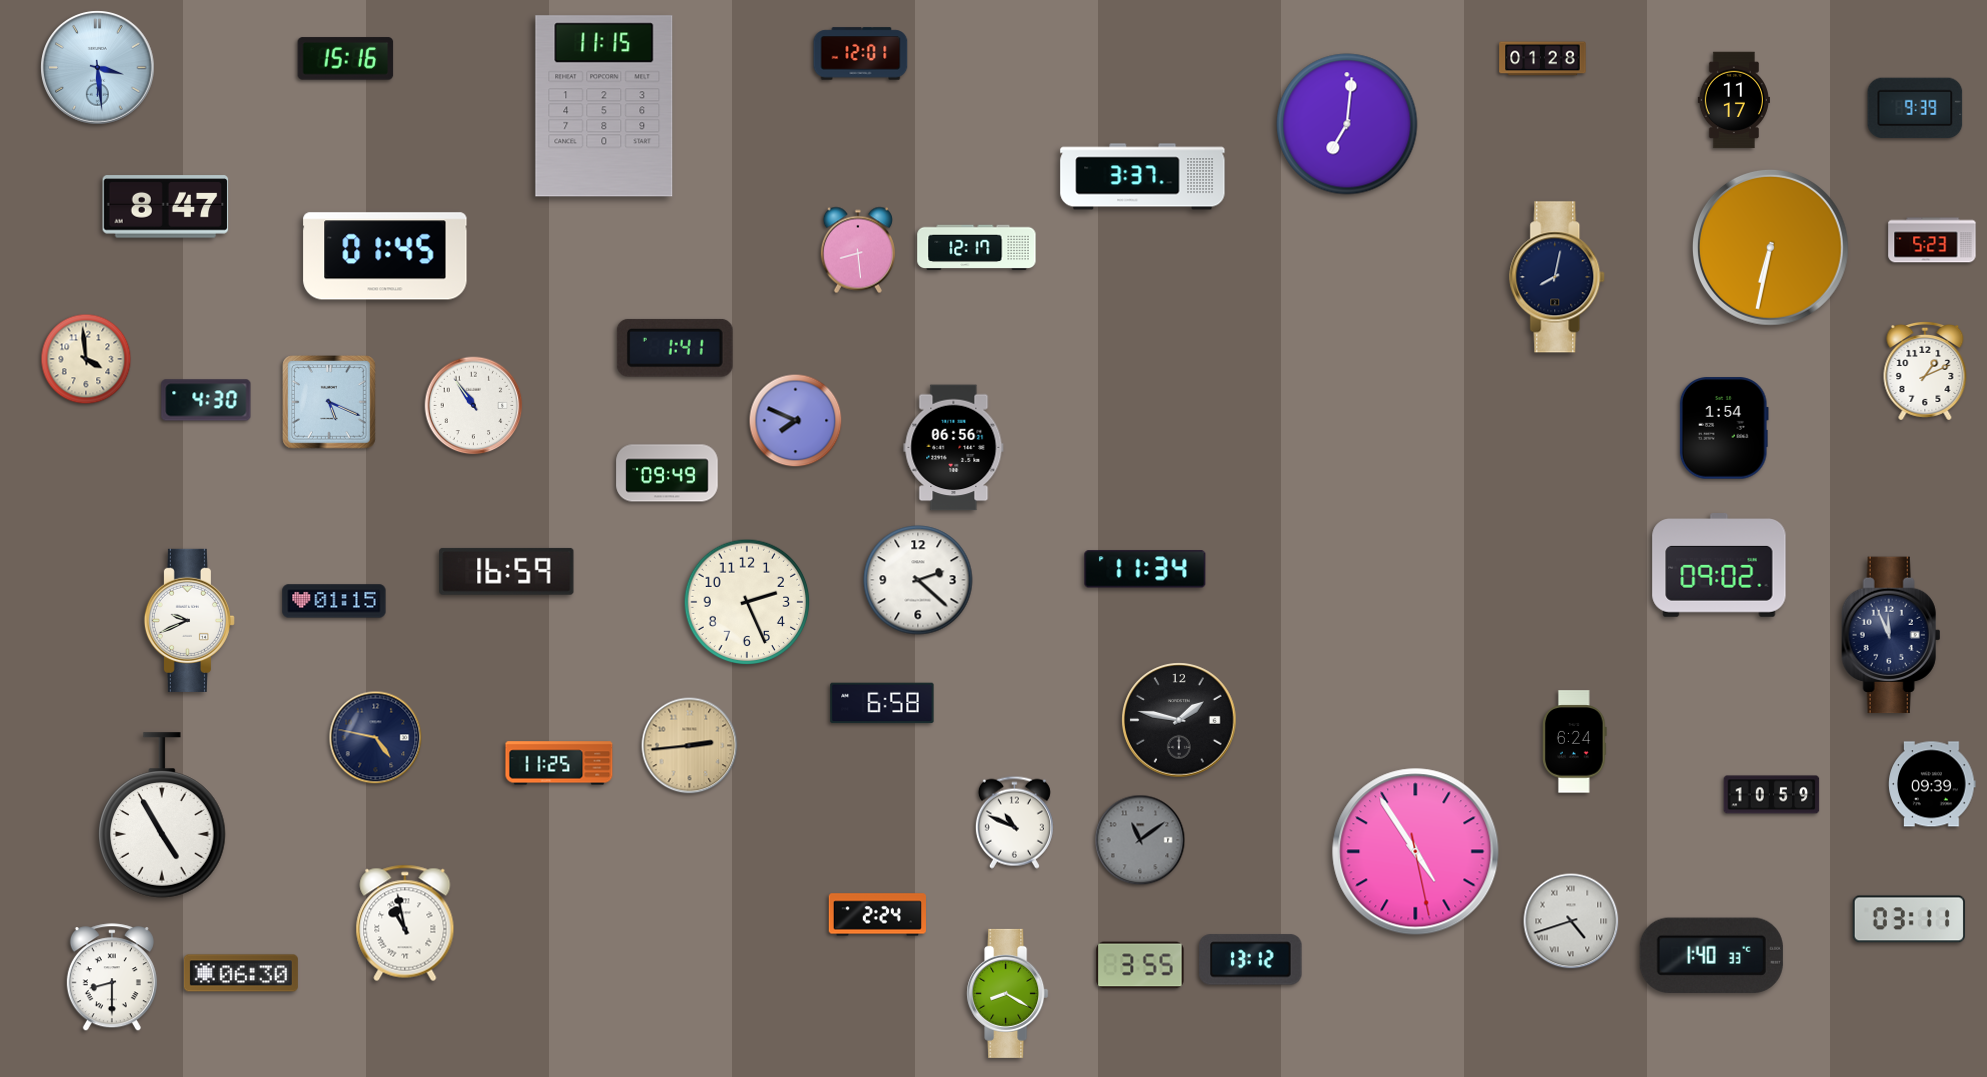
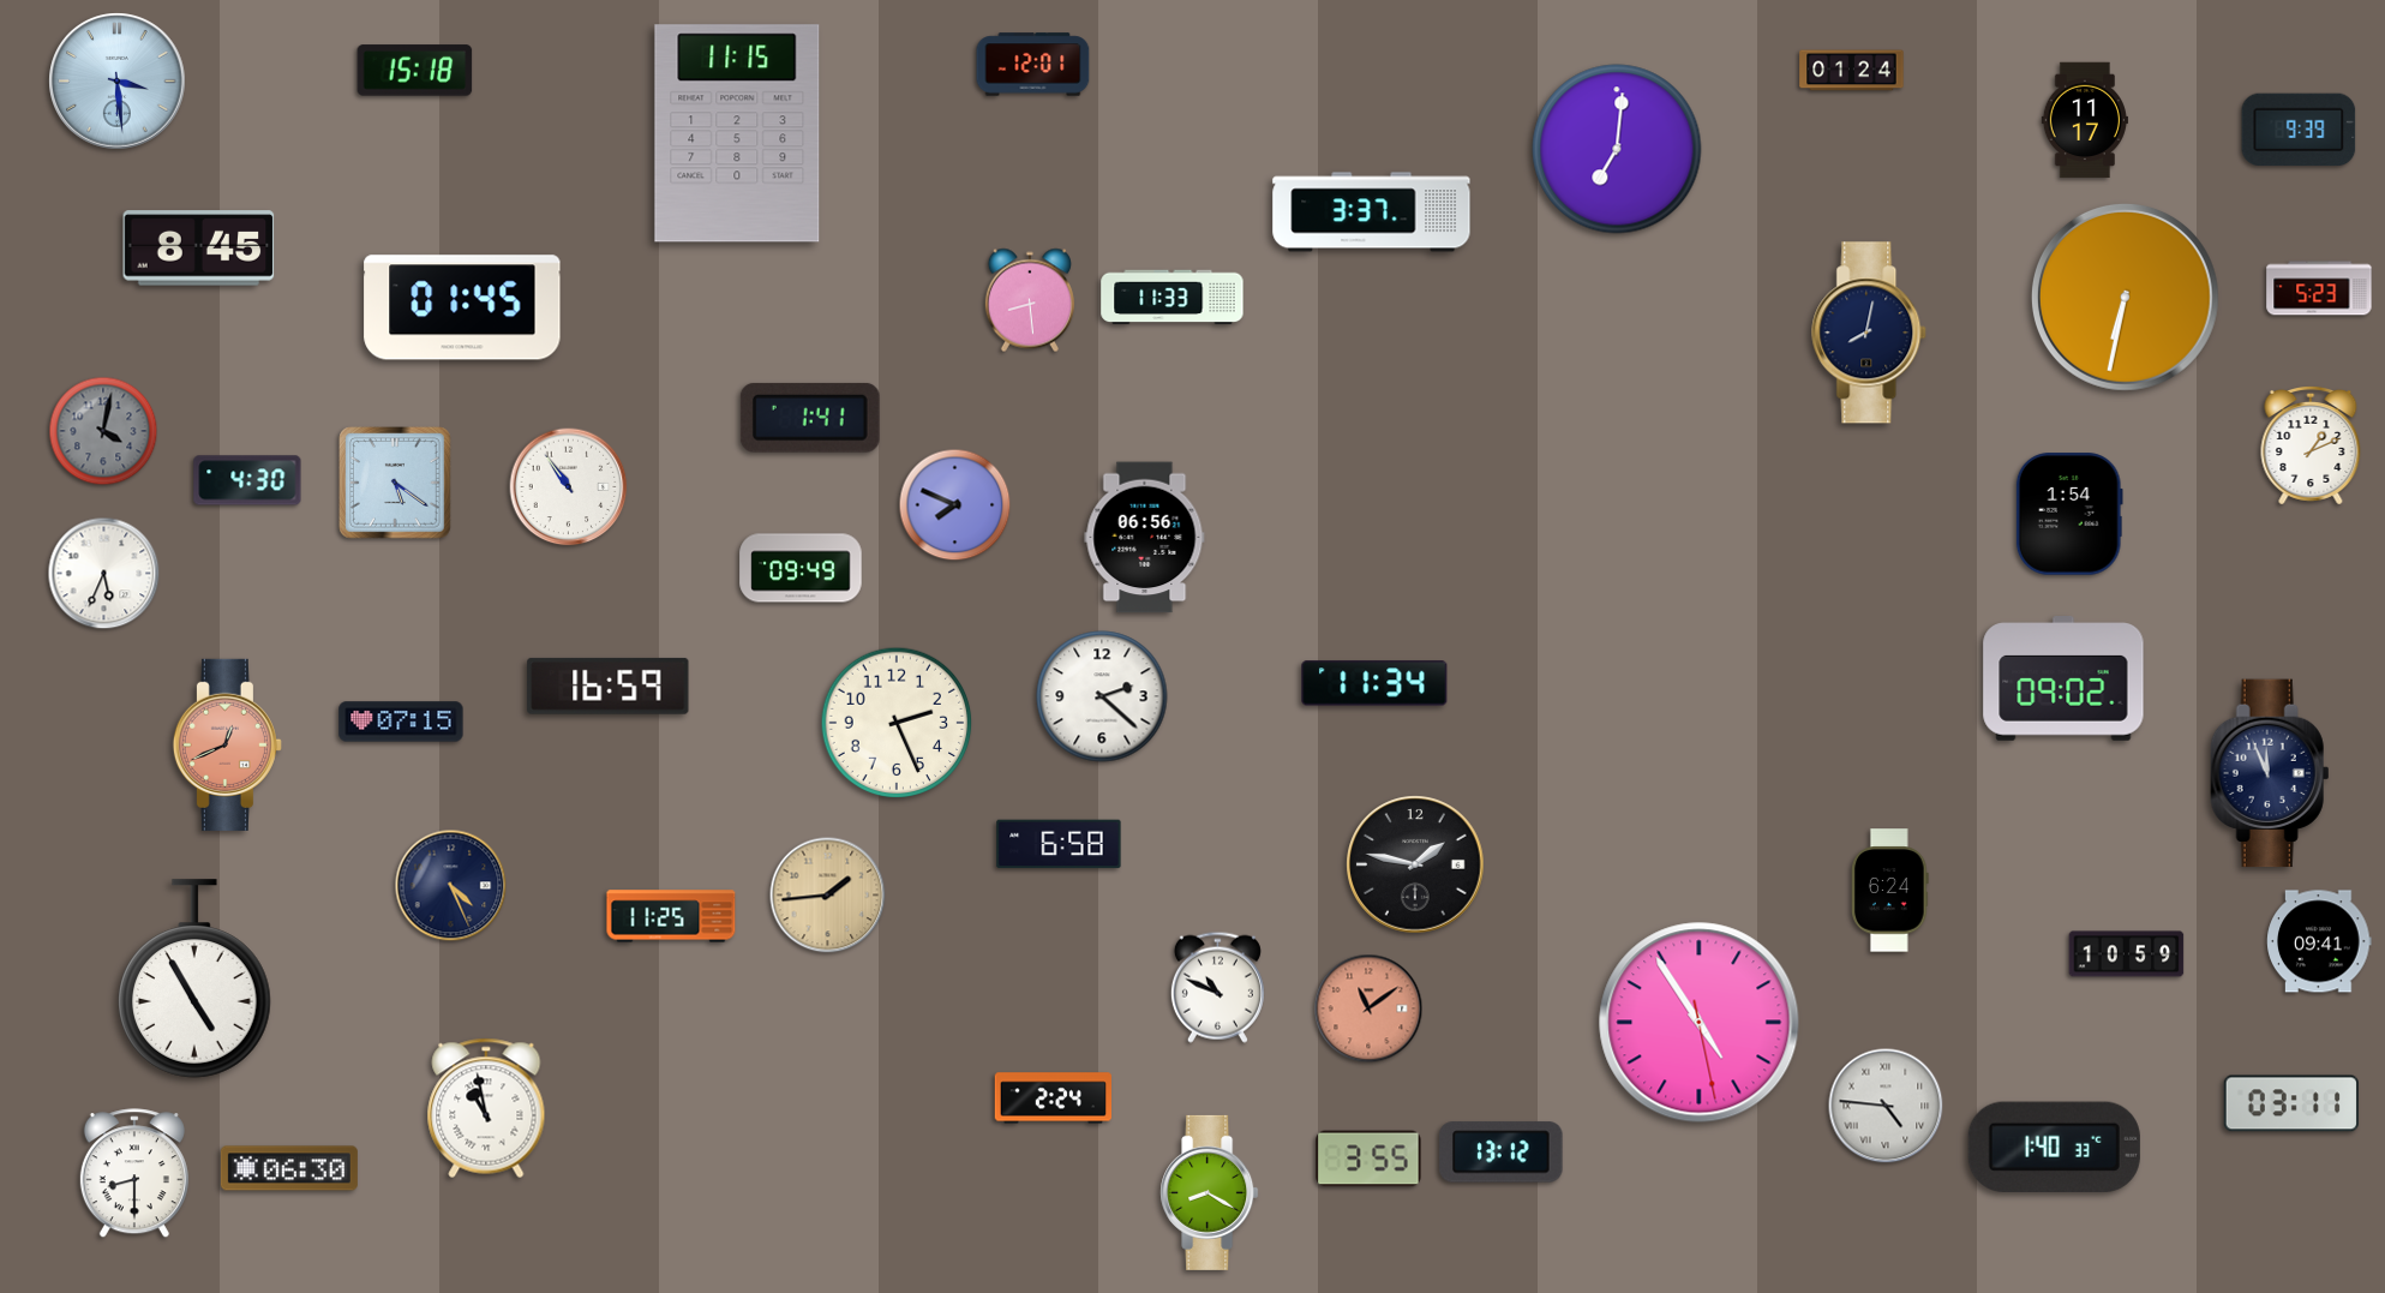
clock at (346, 59): 15:16 -> 15:18
clock at (1543, 59): 01:28 -> 01:24
clock at (1734, 100) position: (1734, 100) -> (2085, 120)
clock at (604, 106) position: (604, 106) -> (737, 133)
clock at (166, 207): 8:47 -> 8:45
clock at (977, 248): 12:17 -> 11:33
clock at (86, 359): 3:59 -> 4:02
clock at (86, 359) dial: cream -> grey
clock at (330, 403): 5:19 -> 5:21
clock at (104, 574): none -> 5:34
clock at (334, 601): 01:15 -> 07:15
clock at (189, 620): 9:41 -> 12:41
clock at (189, 620) dial: white -> salmon
clock at (1891, 635) position: (1891, 635) -> (2270, 773)
clock at (376, 738): 4:47 -> 4:26
clock at (690, 746): 2:44 -> 1:44
clock at (1932, 784): 09:39 -> 09:41
clock at (1140, 840) dial: grey -> salmon
clock at (1571, 921): 4:42 -> 4:46
